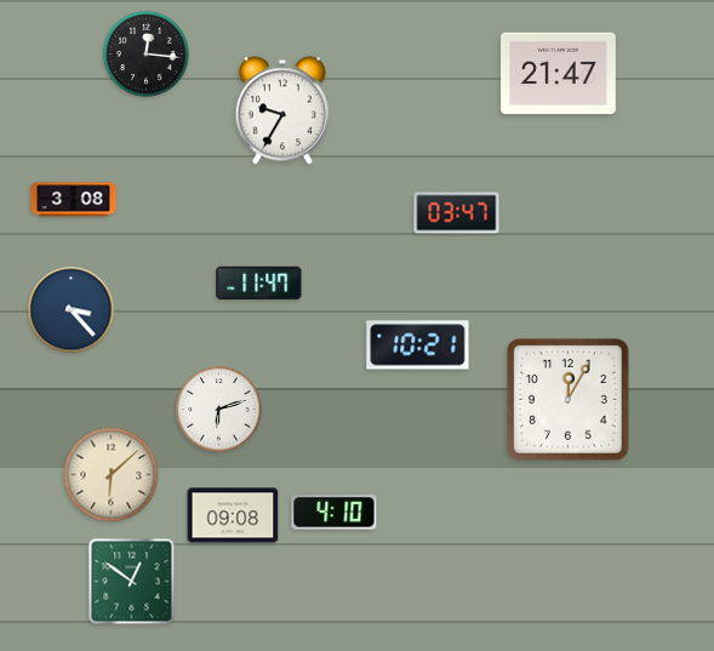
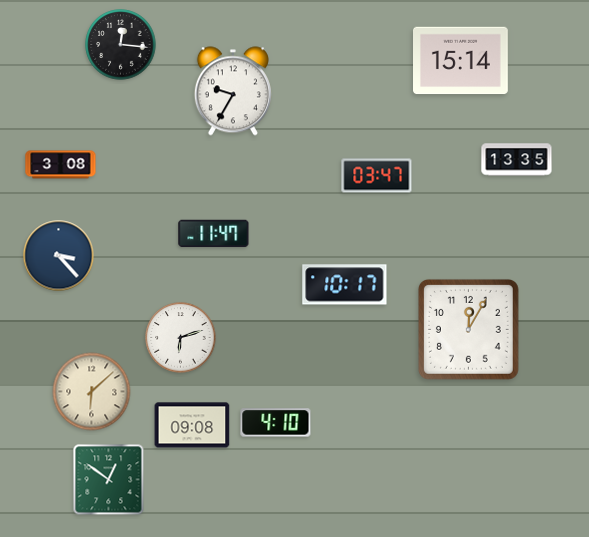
clock at (559, 74): 21:47 -> 15:14
clock at (517, 160): none -> 13:35
clock at (418, 346): 10:21 -> 10:17
